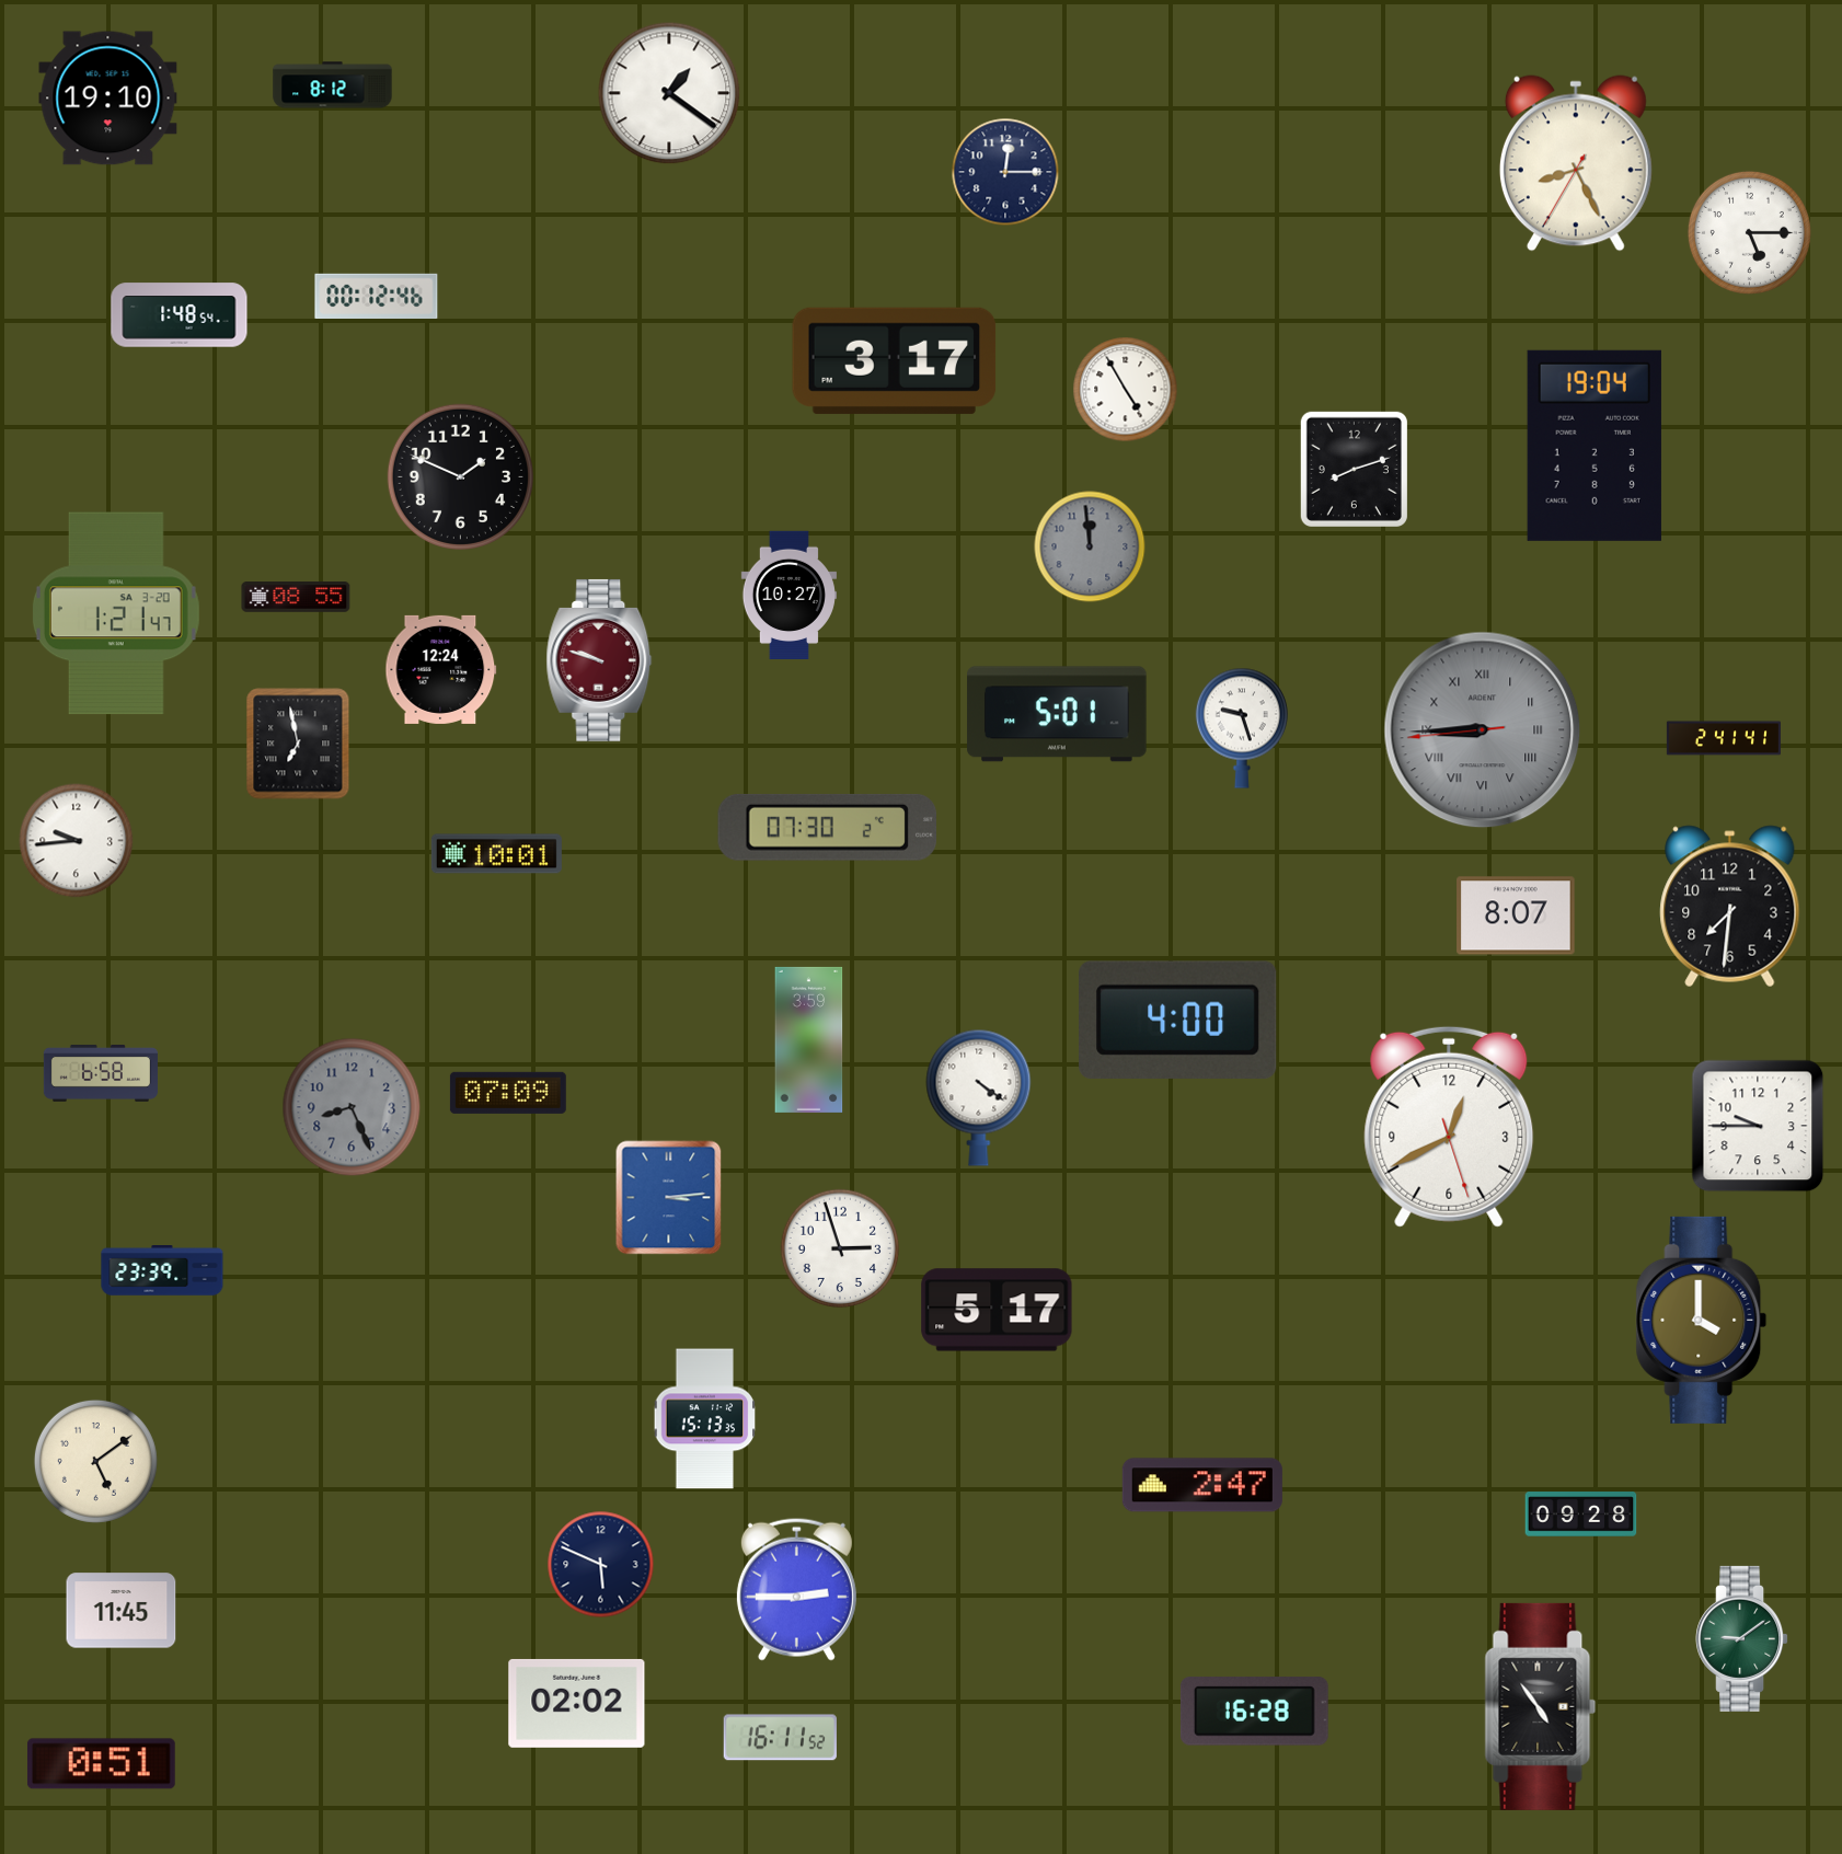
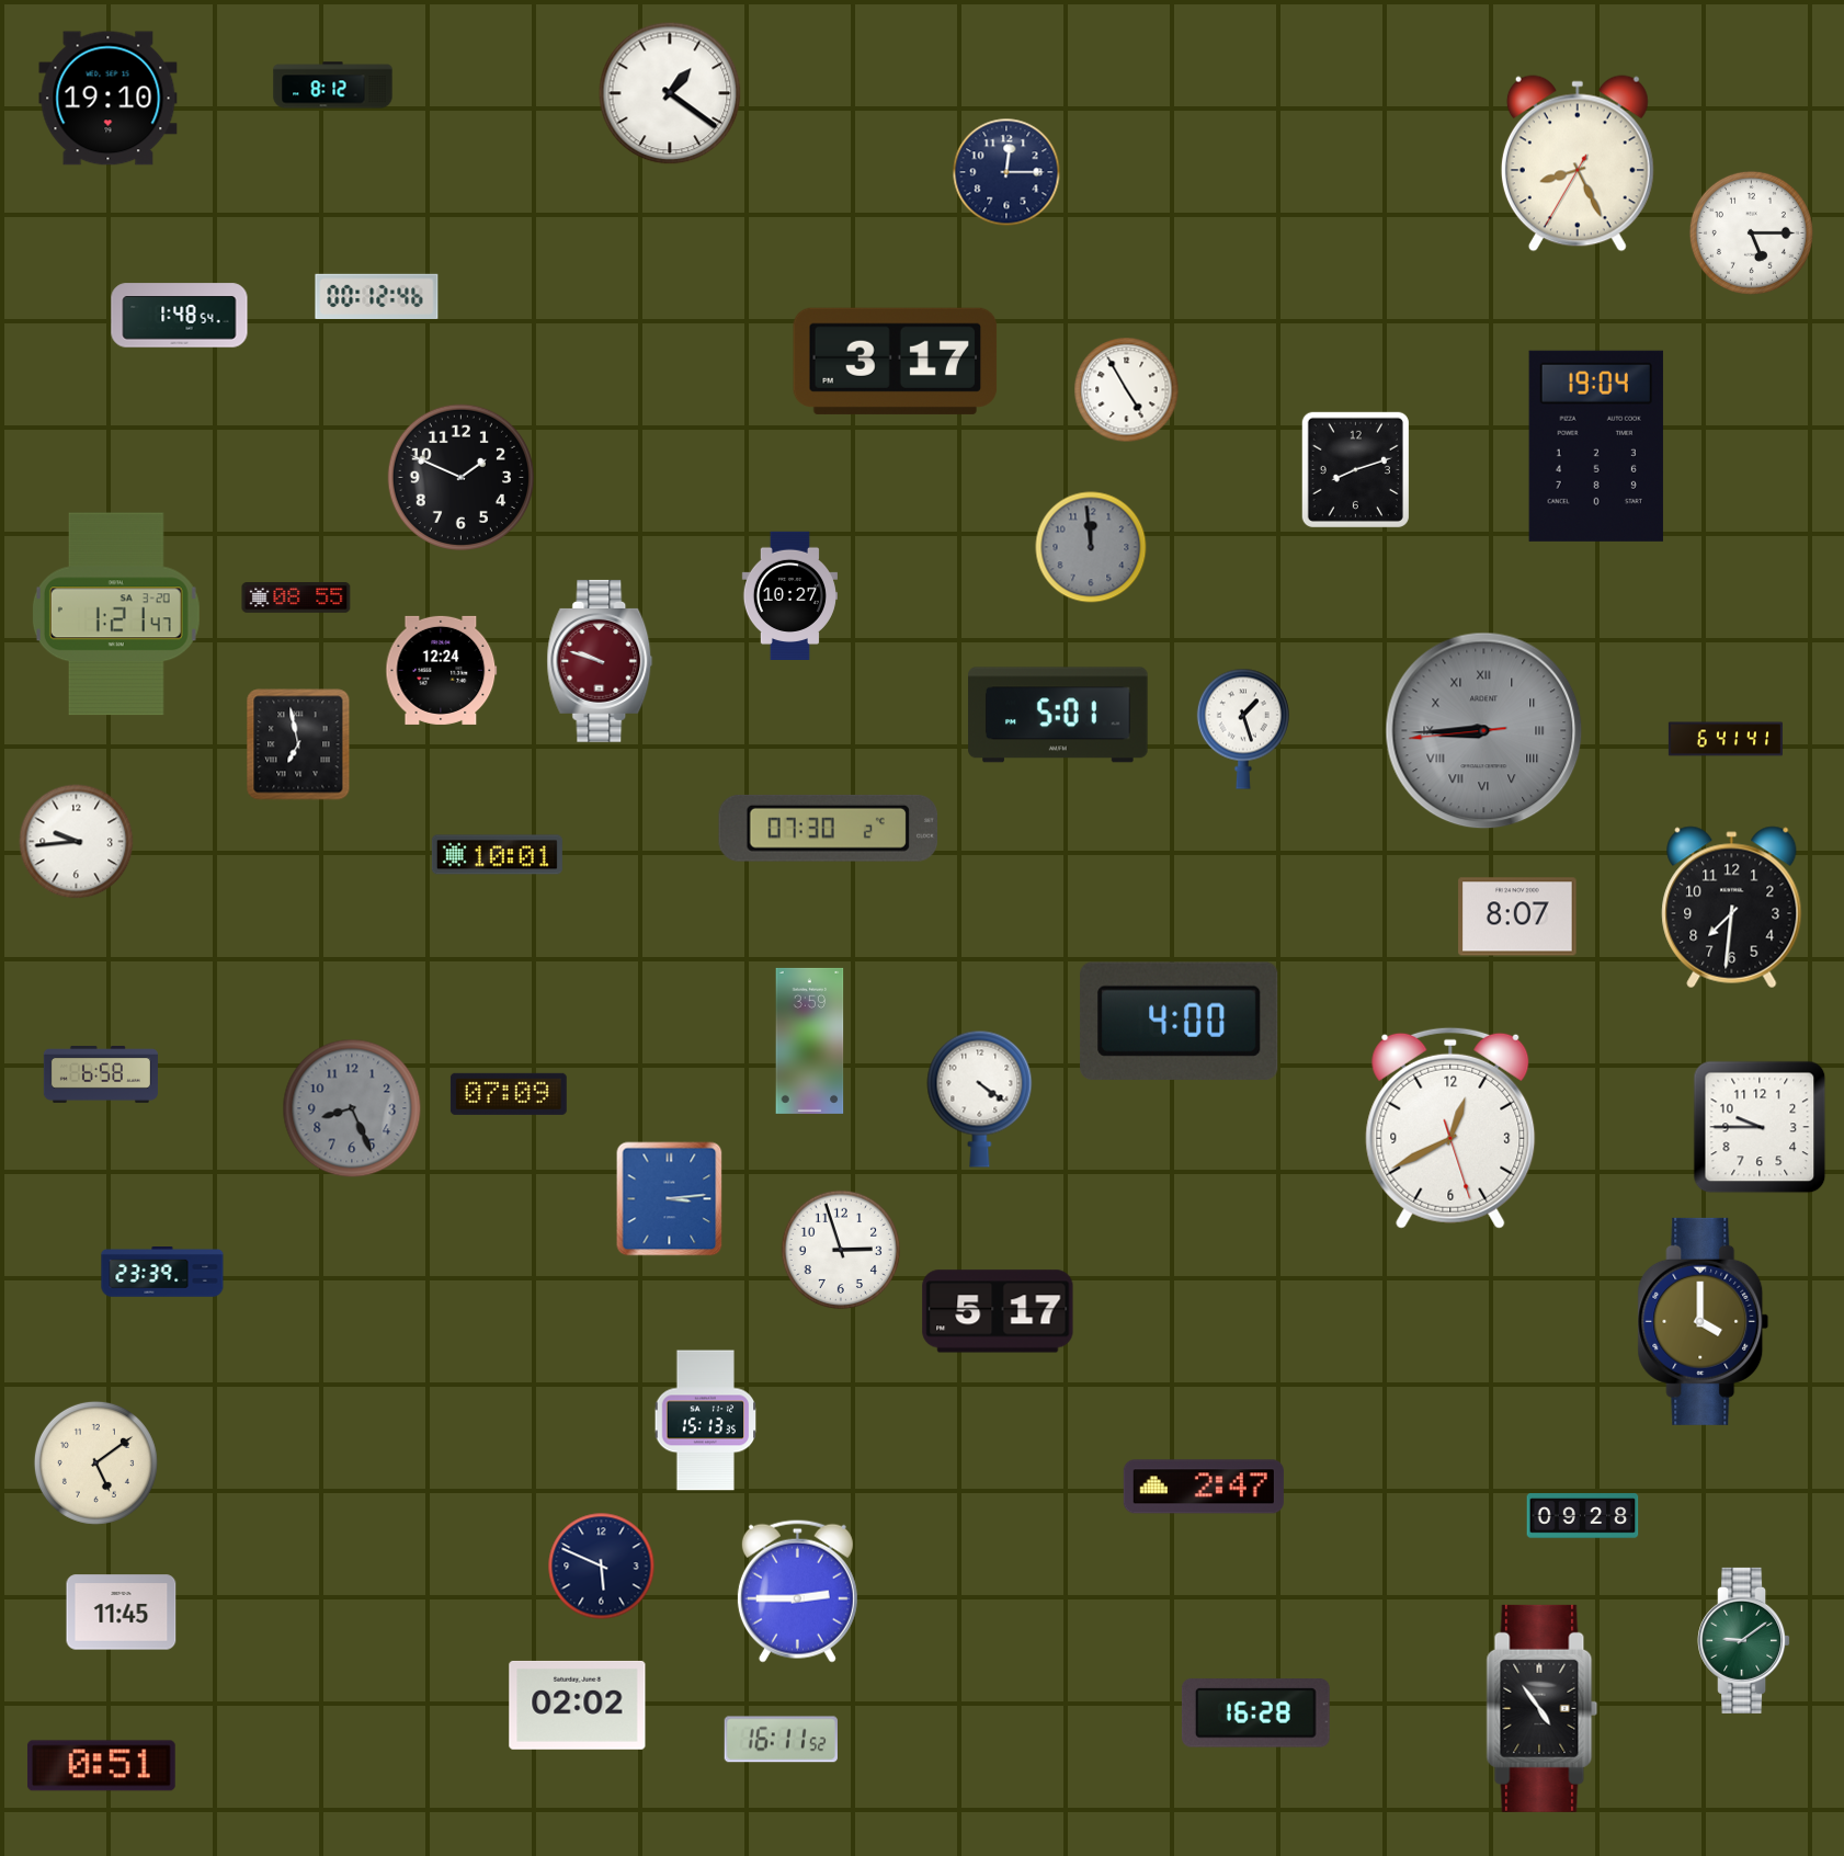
clock at (1242, 728): 9:27 -> 1:27
clock at (1724, 738): 2:41 -> 6:41
